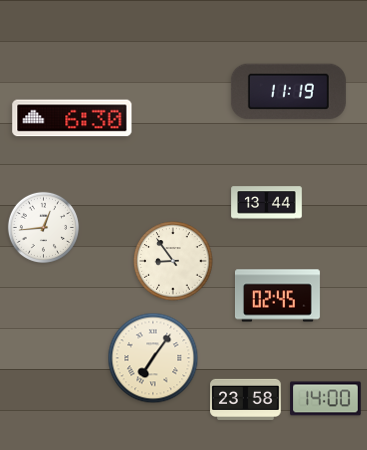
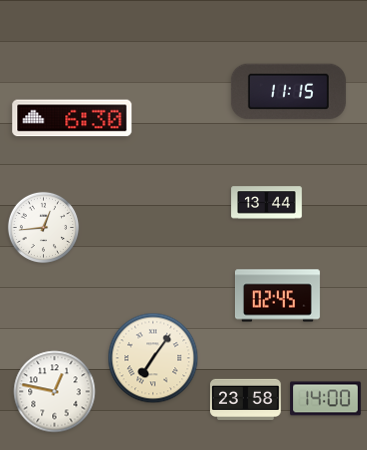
clock at (288, 92): 11:19 -> 11:15
clock at (173, 261): 8:54 -> none
clock at (55, 392): none -> 12:47
